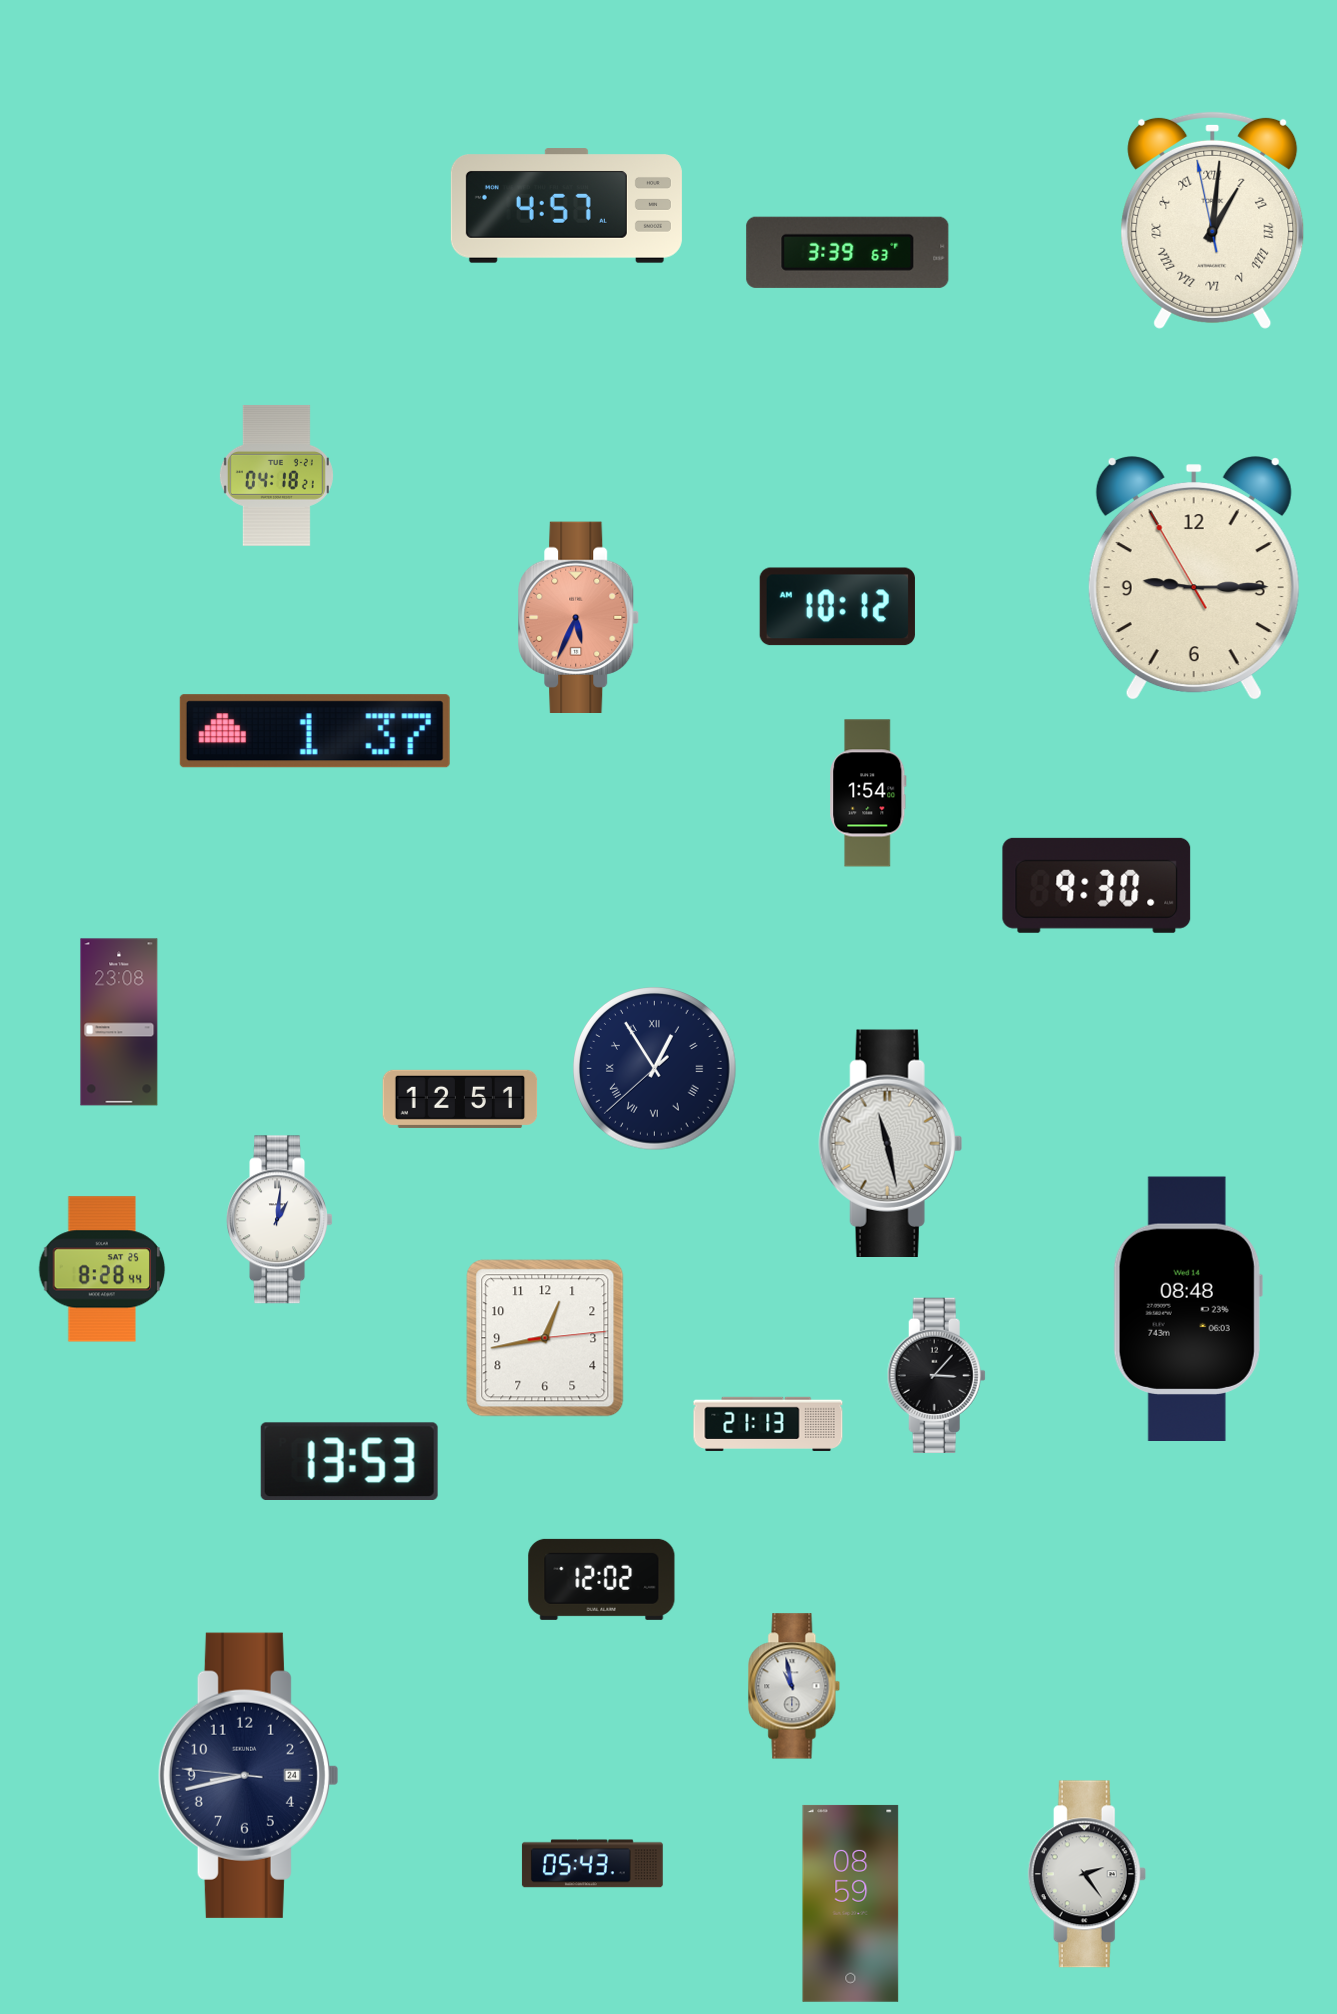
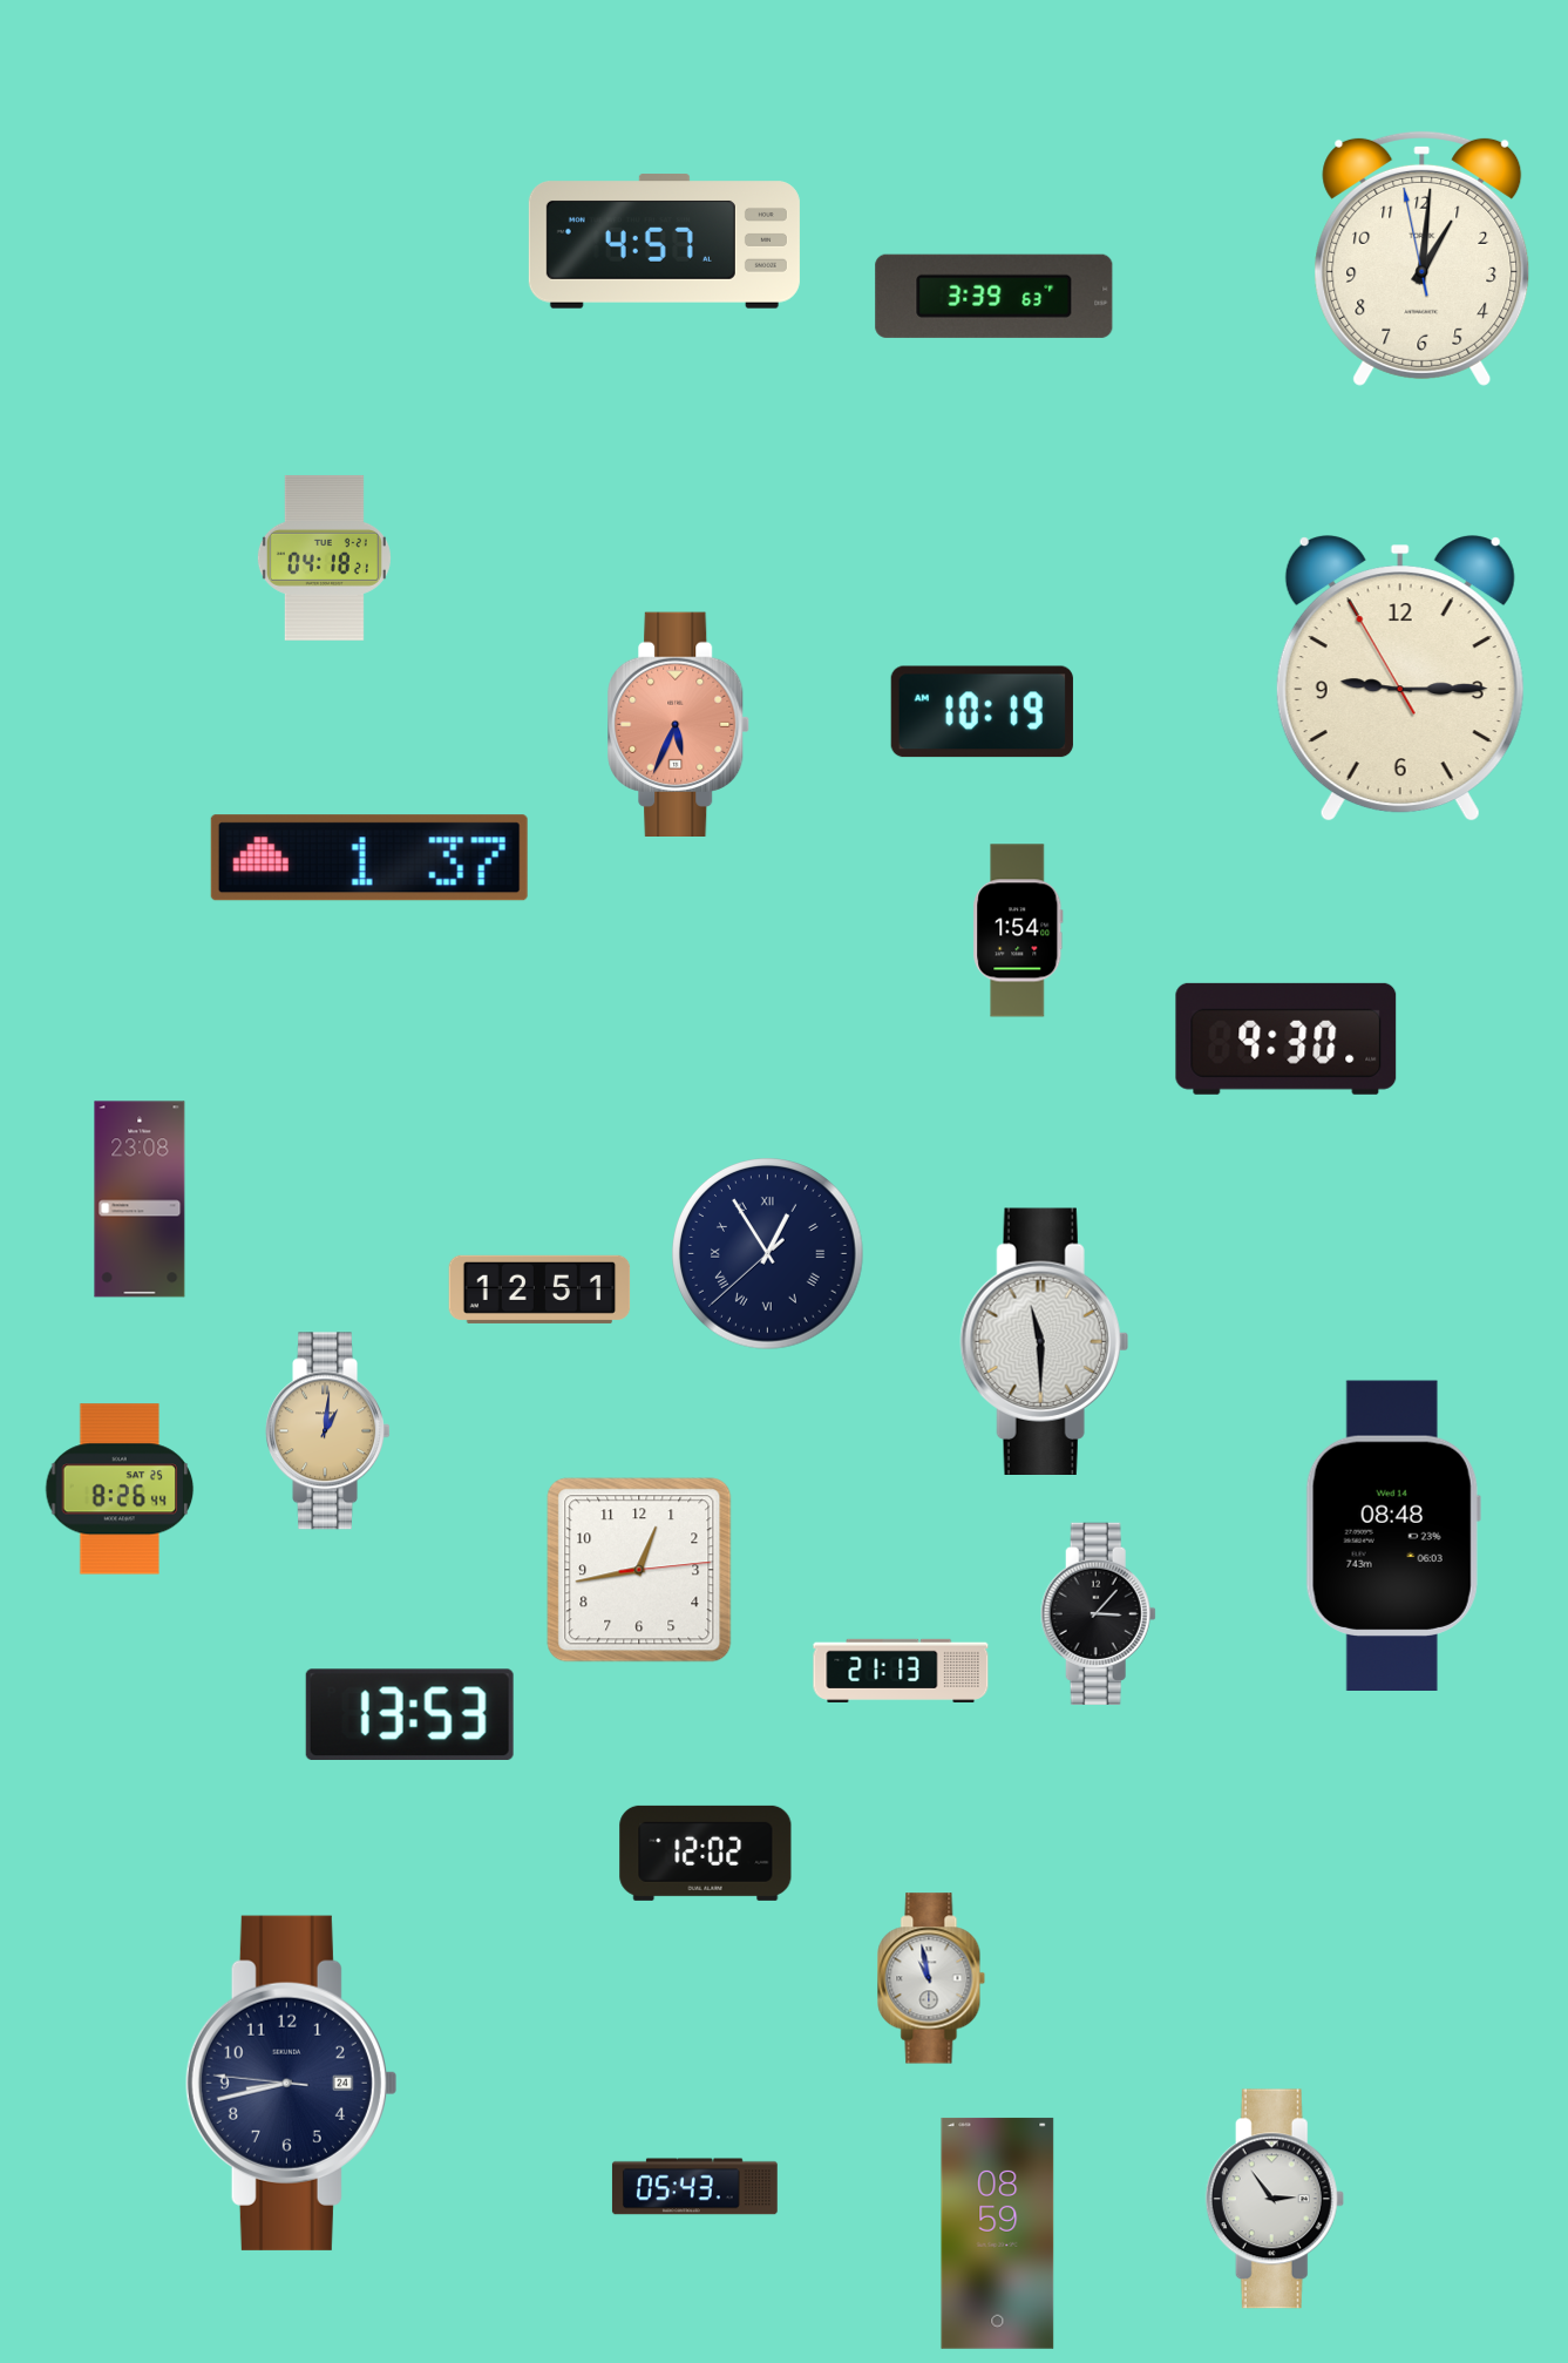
clock at (1213, 220) numerals: Roman -> Arabic
clock at (837, 607): 10:12 -> 10:19
clock at (890, 1143): 11:28 -> 11:30
clock at (279, 1220) dial: white -> champagne
clock at (102, 1269): 8:28 -> 8:26
clock at (1087, 1874): 2:24 -> 2:54
